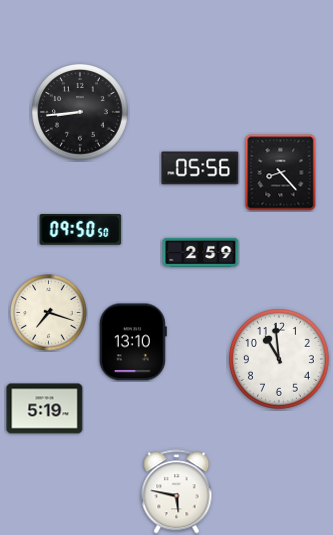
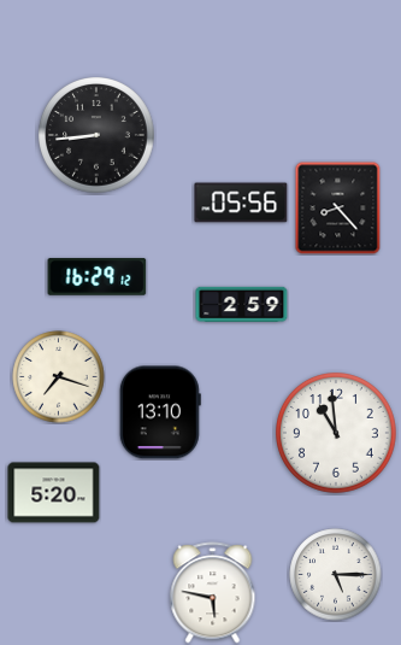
clock at (81, 230): 09:50 -> 16:29
clock at (45, 409): 5:19 -> 5:20
clock at (336, 575): none -> 5:15
